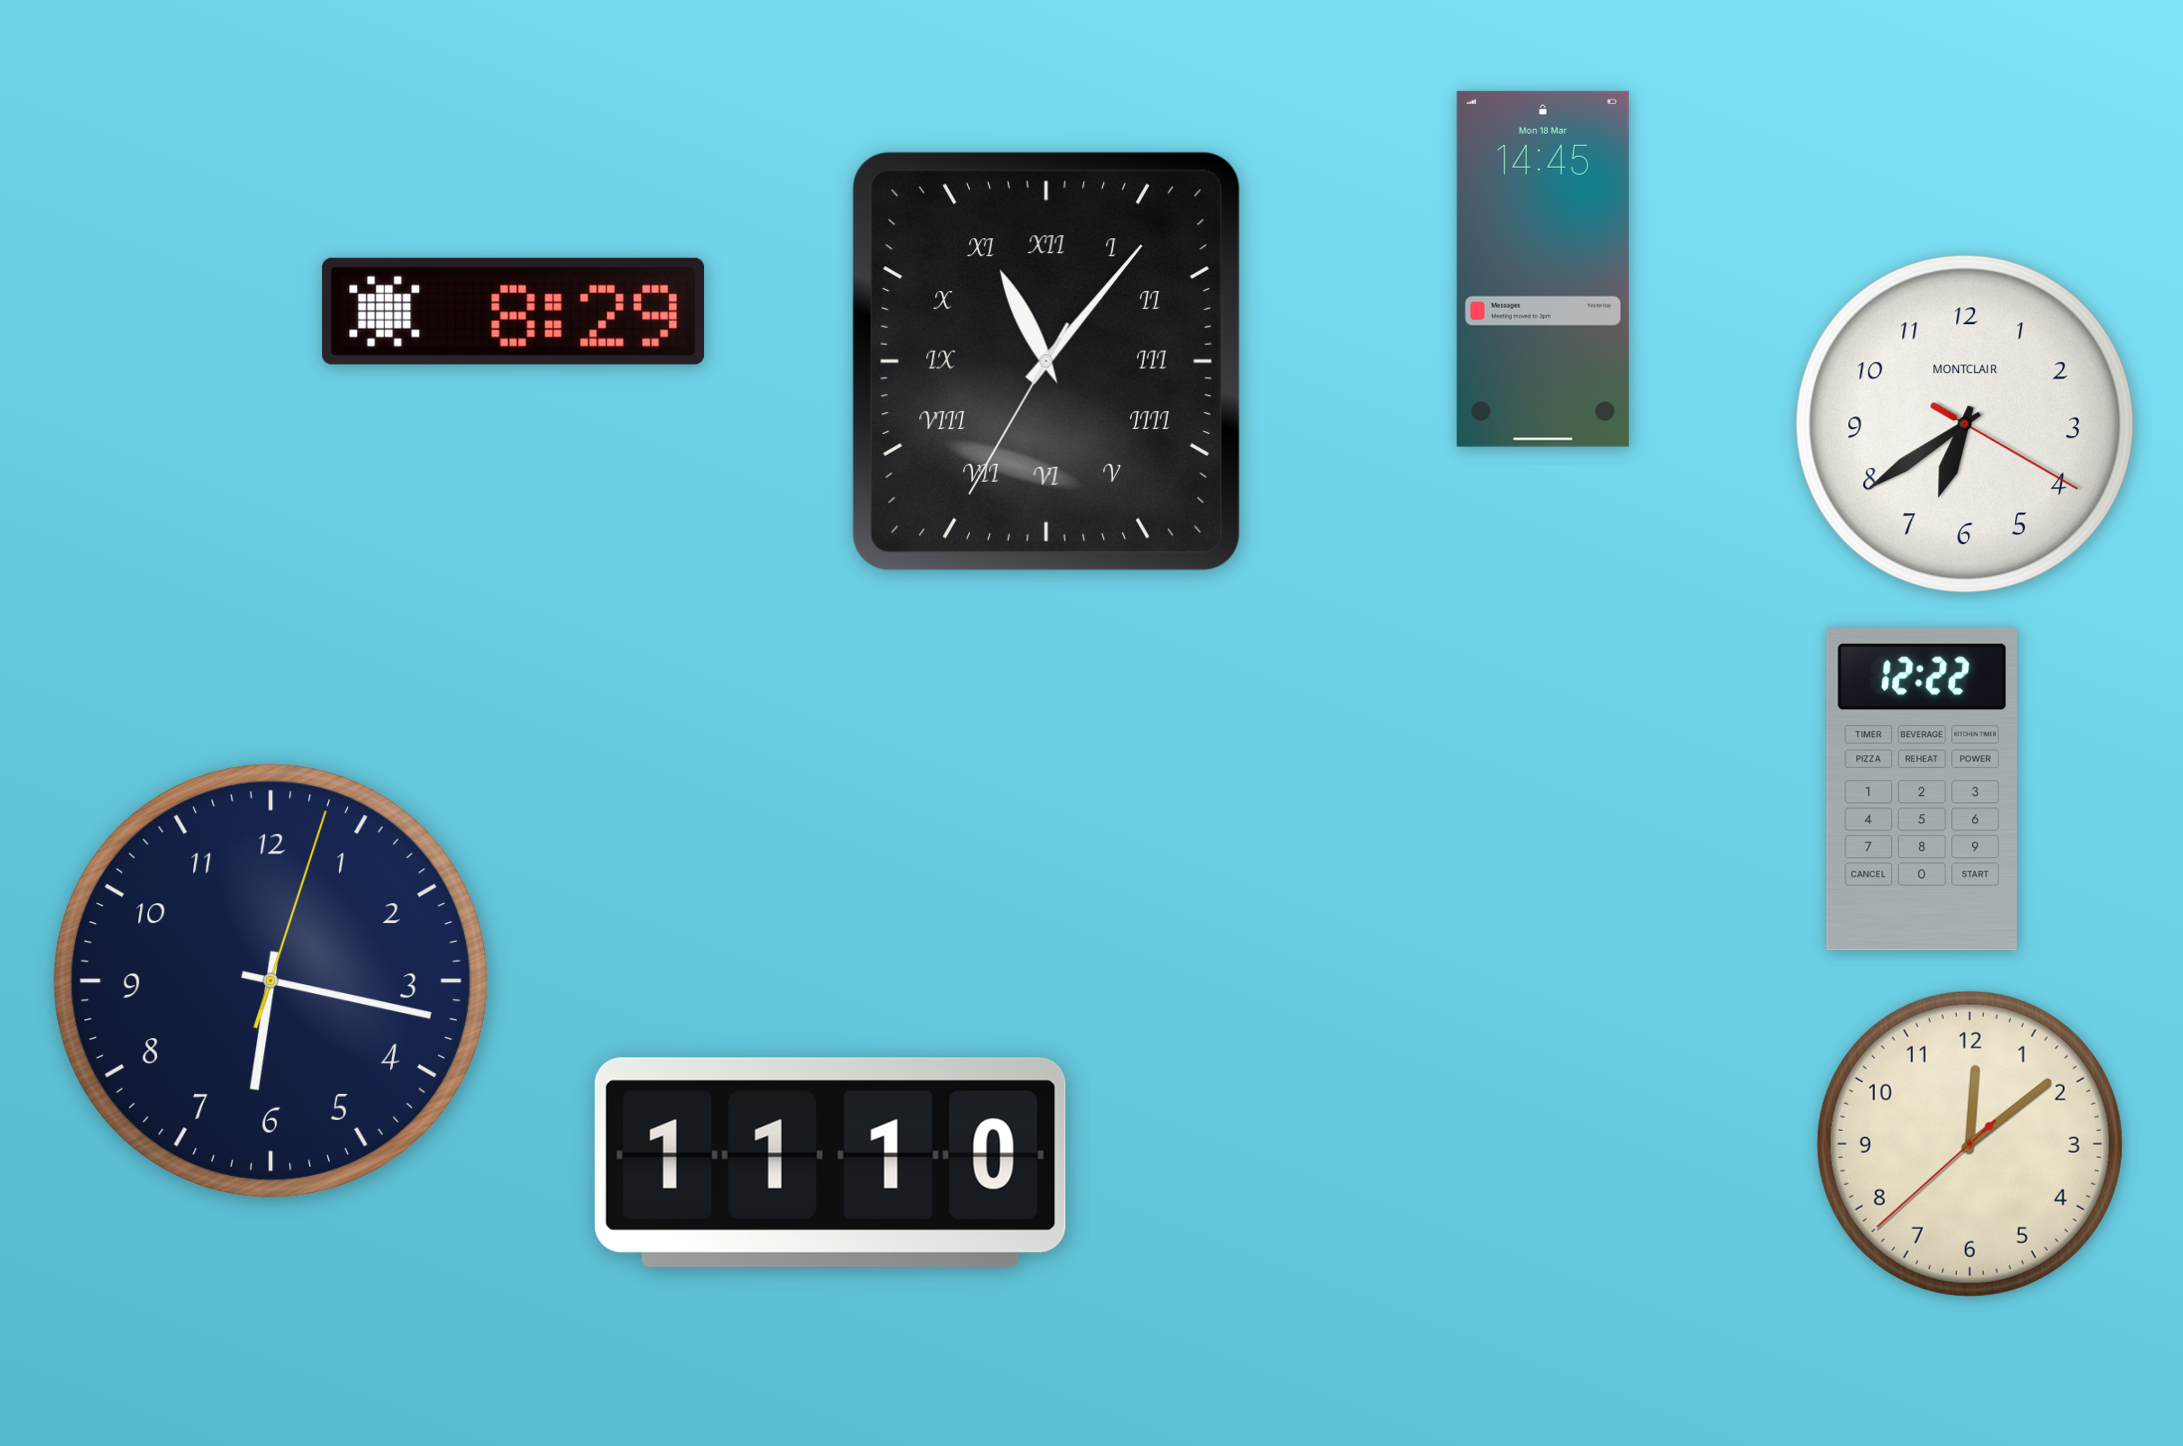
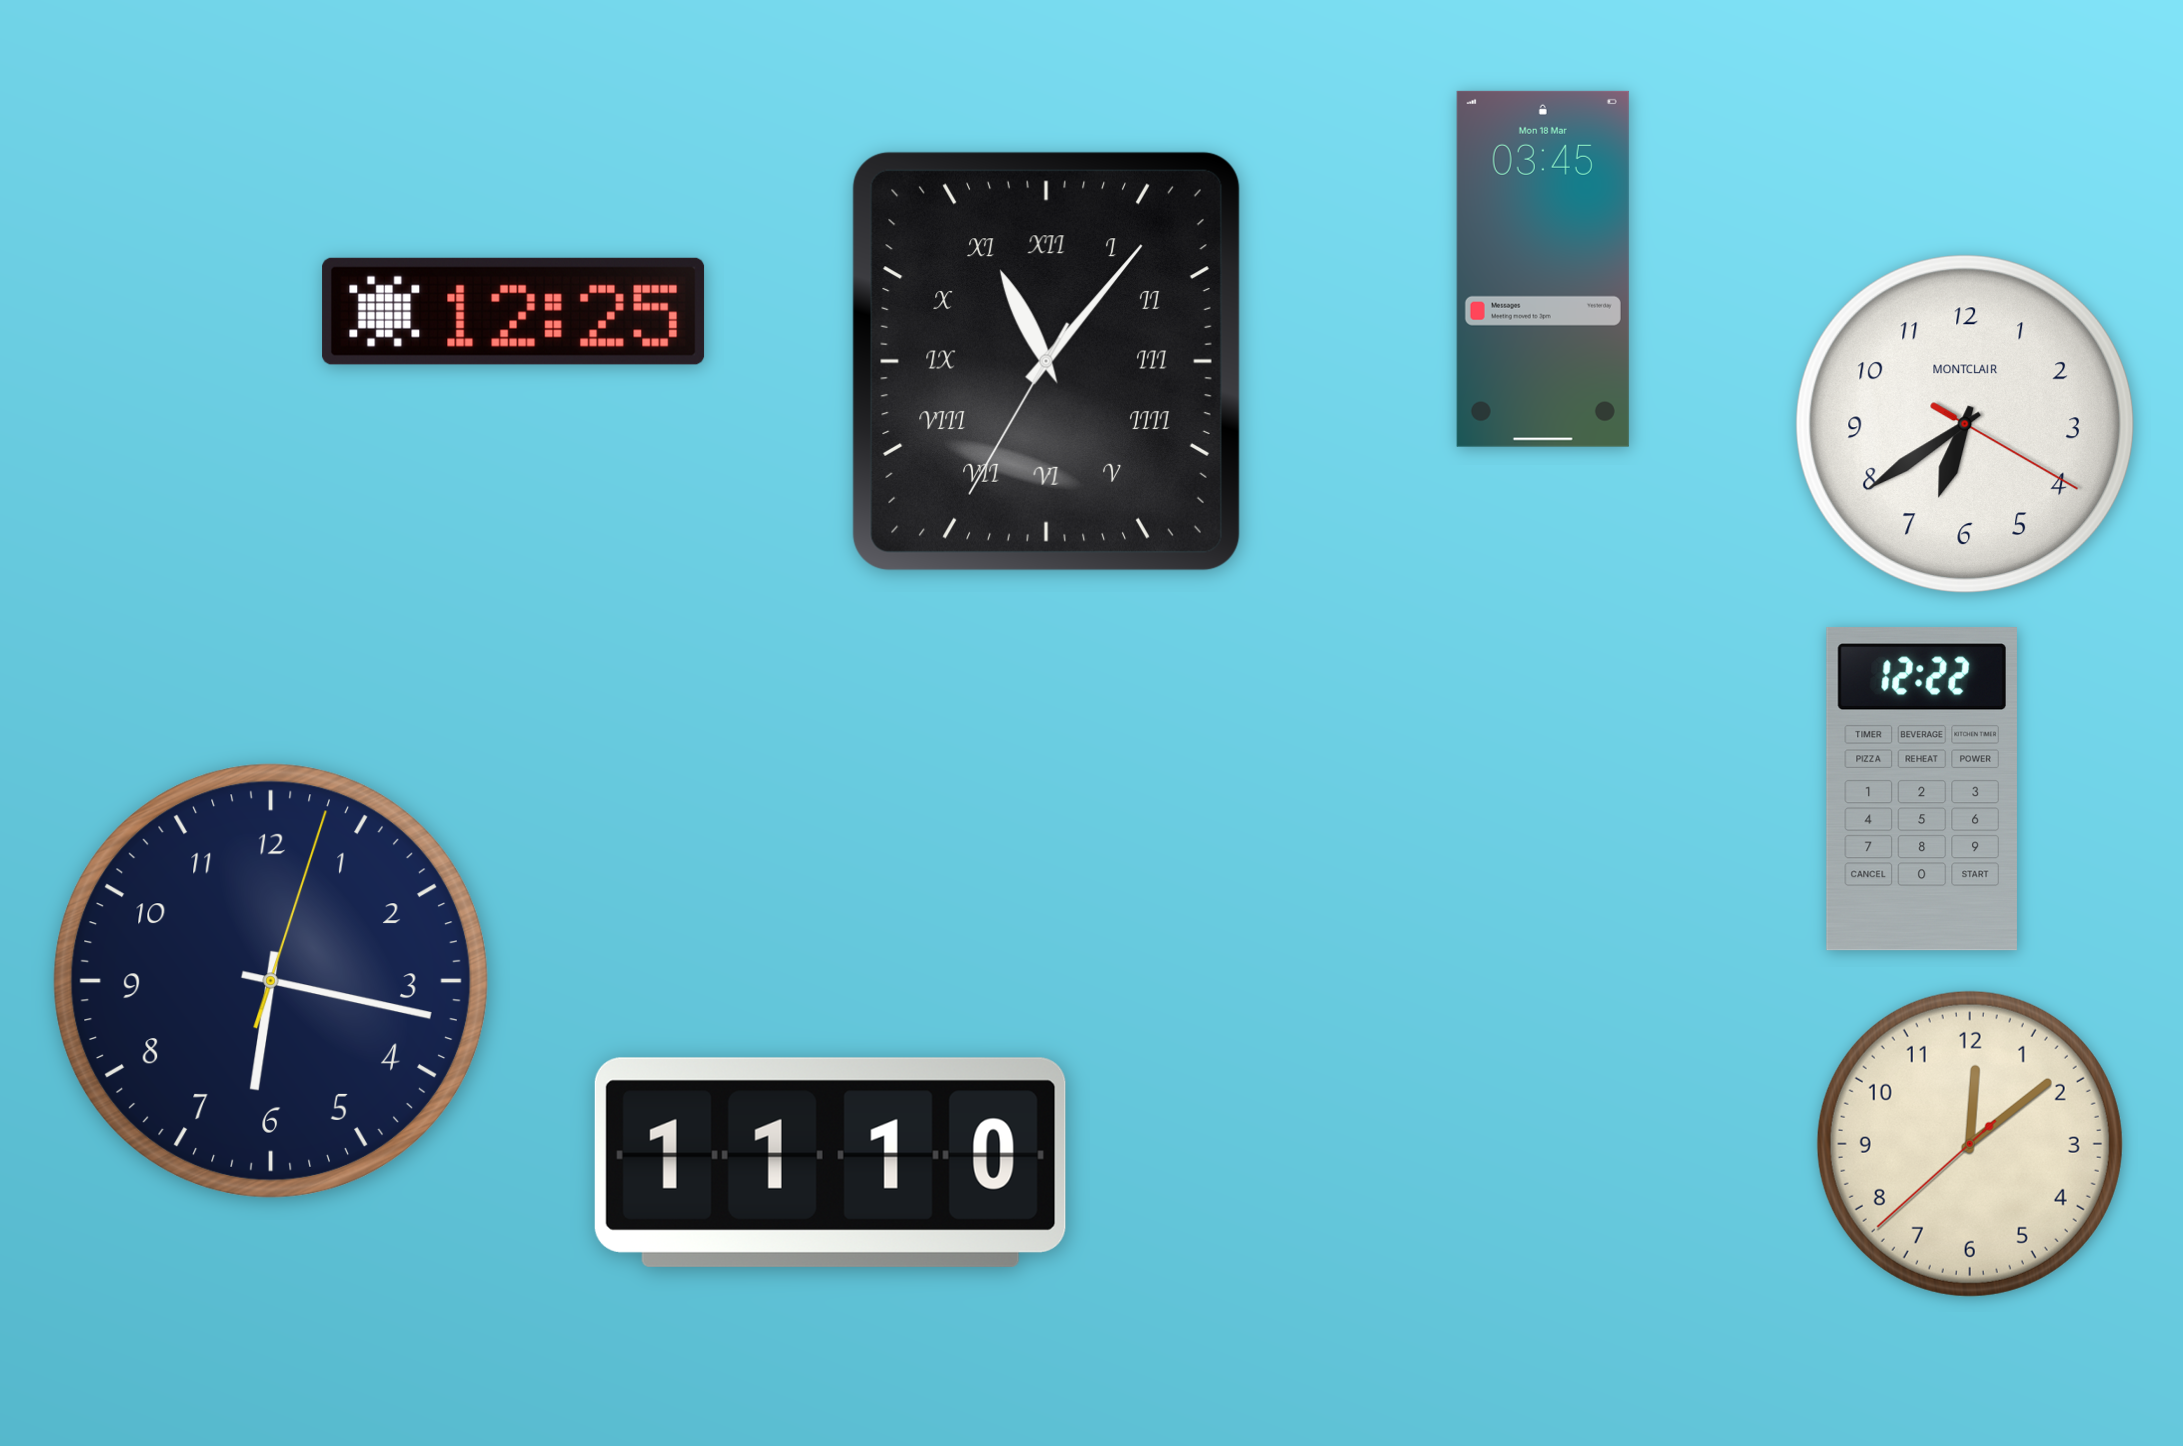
clock at (1543, 269): 14:45 -> 03:45
clock at (514, 311): 8:29 -> 12:25
